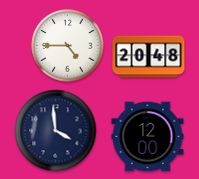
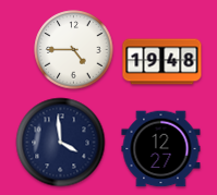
clock at (149, 57): 20:48 -> 19:48
clock at (148, 137): 12:00 -> 12:27
